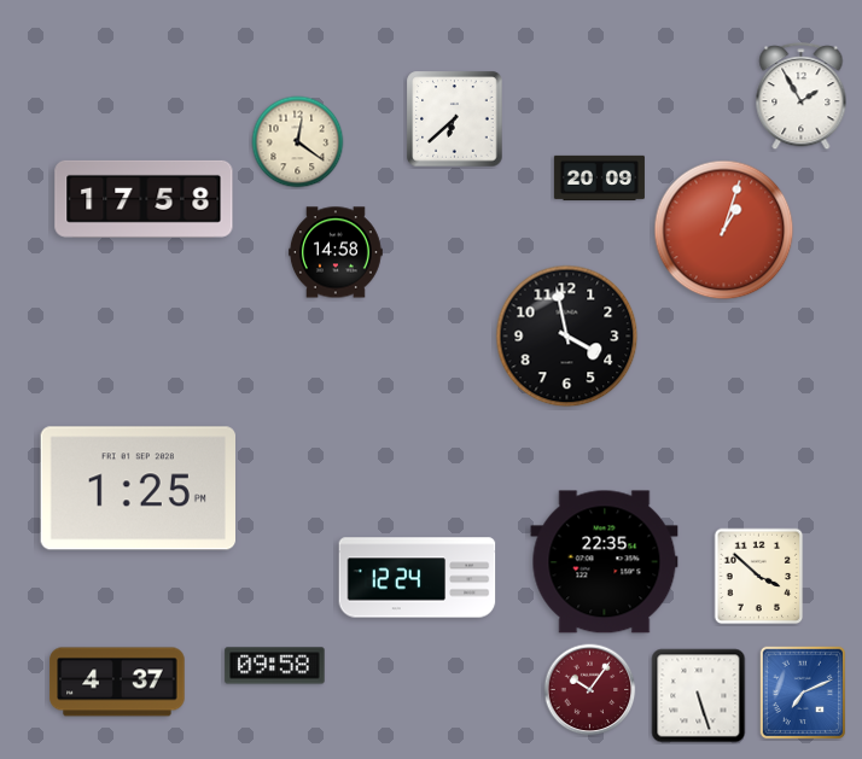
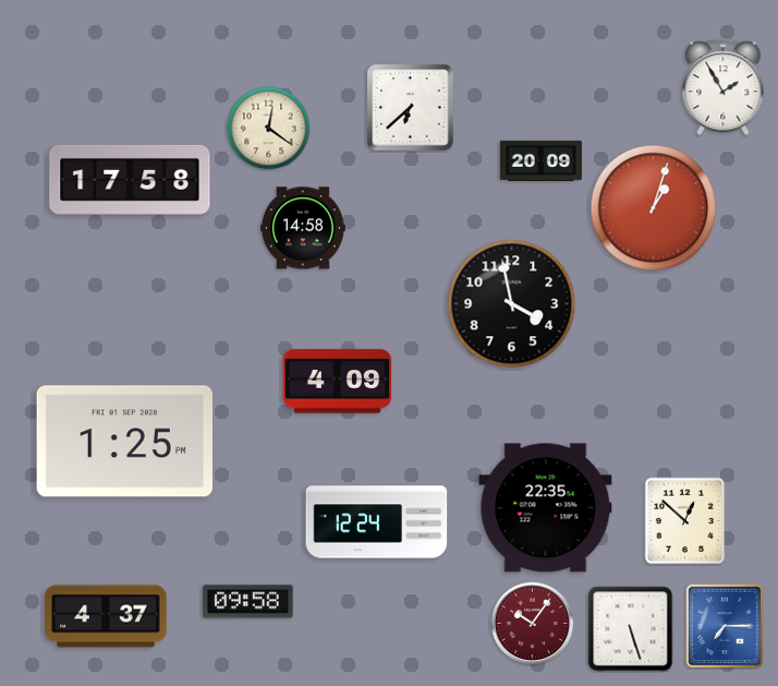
clock at (338, 382): none -> 4:09
clock at (759, 577): 3:52 -> 12:52
clock at (803, 693): 7:11 -> 7:15
